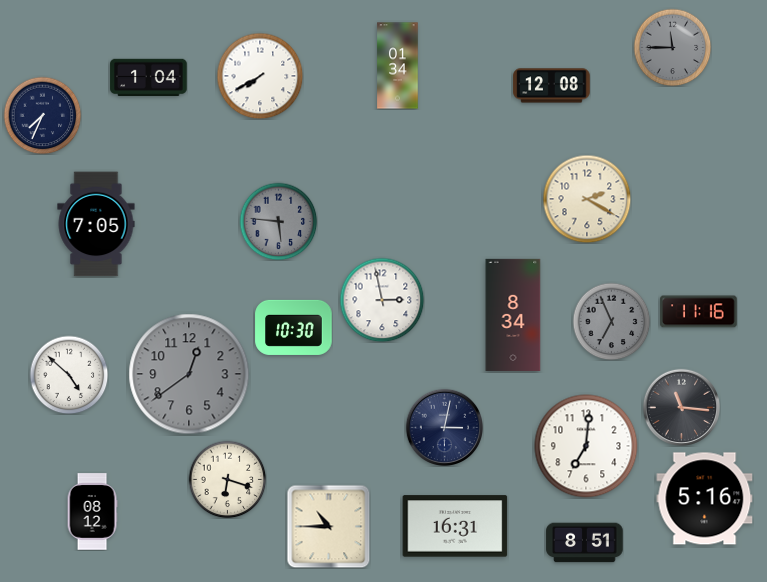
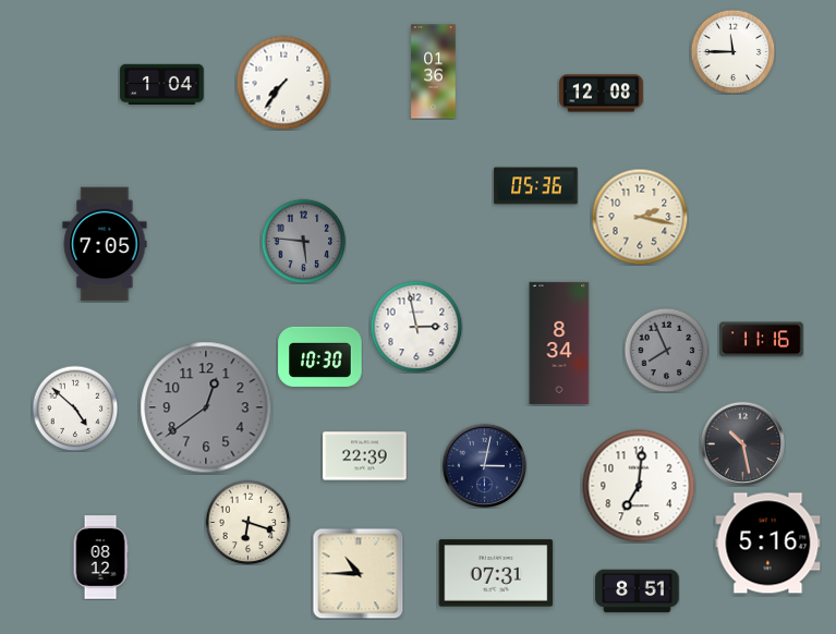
clock at (672, 47) dial: grey -> white
clock at (398, 66): 01:34 -> 01:36
clock at (260, 76): 7:40 -> 7:36
clock at (42, 115): 7:34 -> none
clock at (536, 186): none -> 05:36
clock at (587, 199): 2:20 -> 2:17
clock at (611, 321): 6:56 -> 7:56
clock at (681, 407): 11:16 -> 10:28
clock at (365, 456): none -> 22:39
clock at (455, 526): 16:31 -> 07:31
